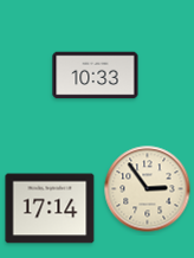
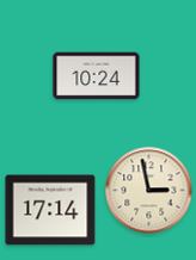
clock at (96, 76): 10:33 -> 10:24
clock at (148, 189): 2:54 -> 2:58
